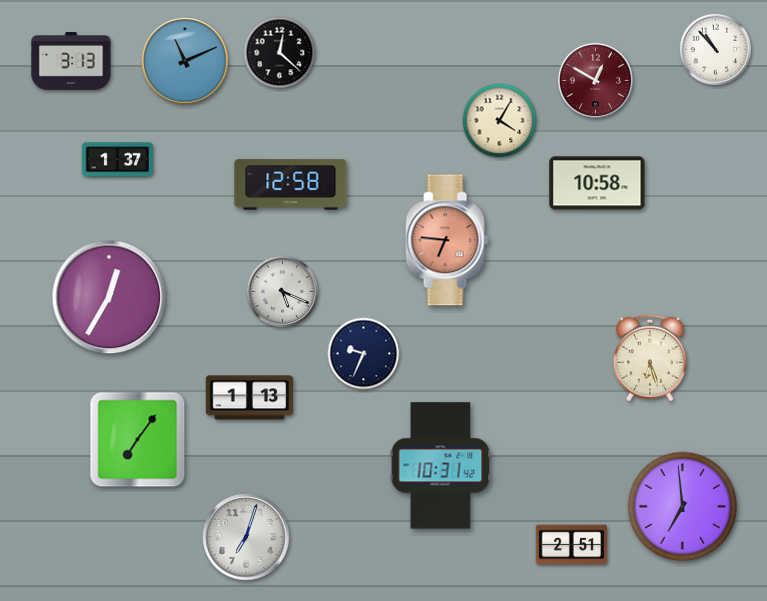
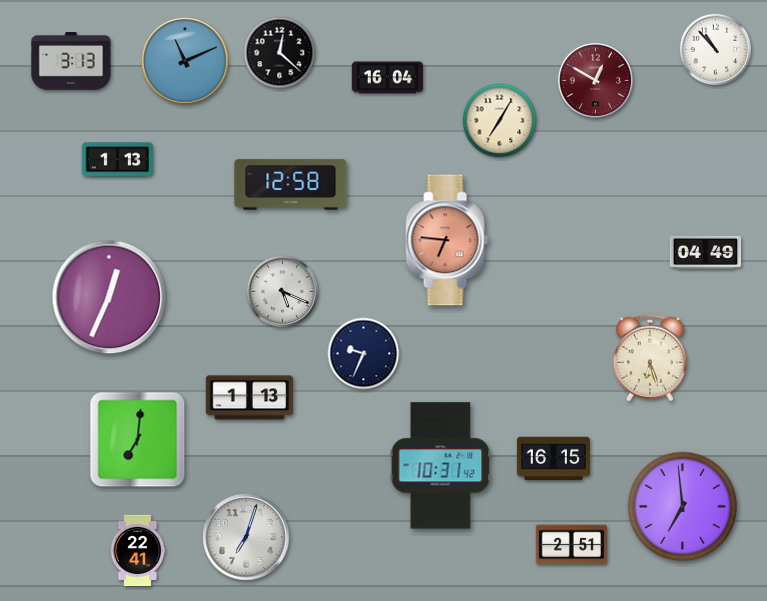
clock at (388, 78): none -> 16:04
clock at (500, 121): 4:05 -> 7:05
clock at (118, 160): 1:37 -> 1:13
clock at (597, 183): 10:58 -> none
clock at (706, 252): none -> 04:49
clock at (109, 297): 12:35 -> 12:34
clock at (138, 440): 7:06 -> 7:01
clock at (553, 459): none -> 16:15
clock at (138, 551): none -> 22:41
